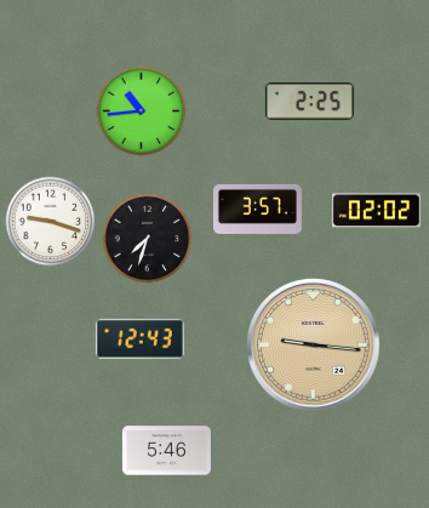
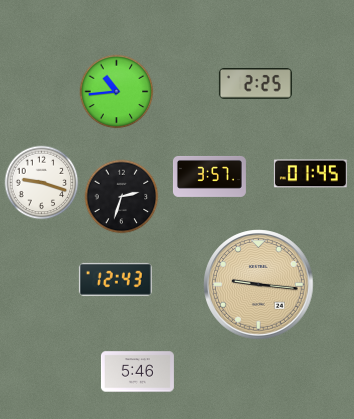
clock at (257, 209) position: (257, 209) -> (209, 176)
clock at (376, 211): 02:02 -> 01:45
clock at (148, 239): 7:33 -> 2:33
